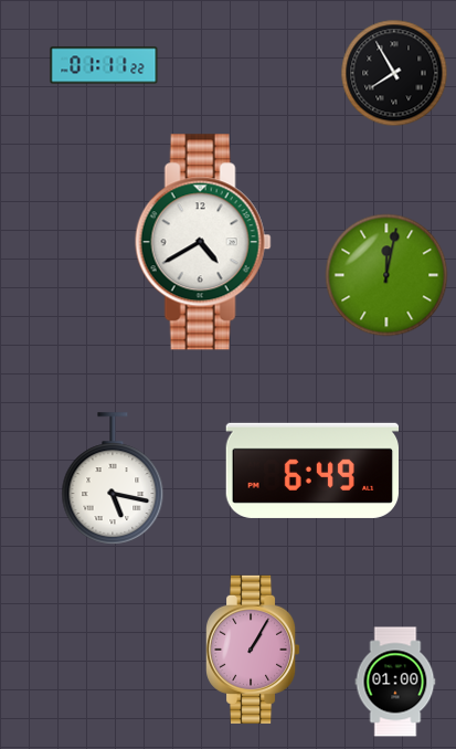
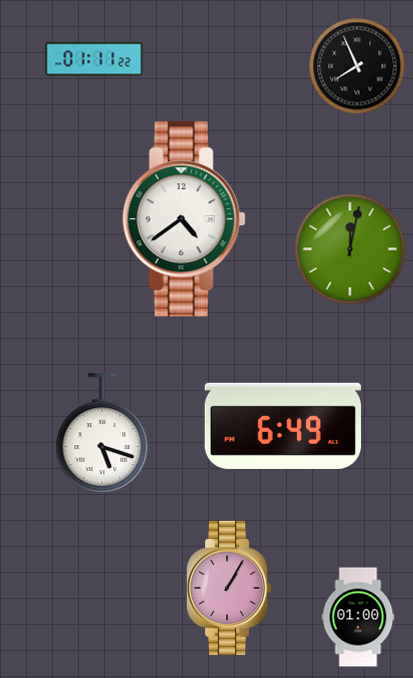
clock at (394, 73): 7:55 -> 7:56
clock at (203, 242): 4:40 -> 4:39
clock at (113, 478): 5:17 -> 5:18
